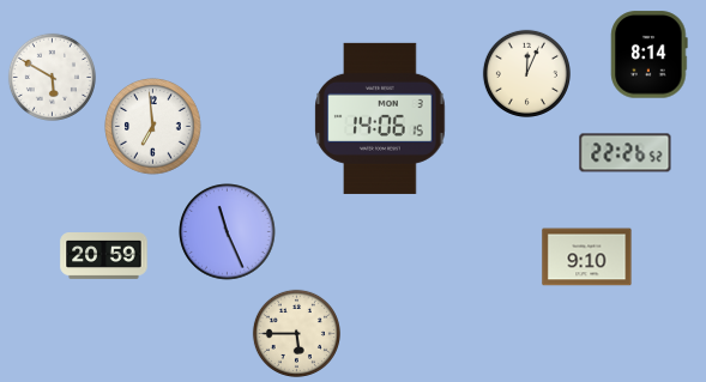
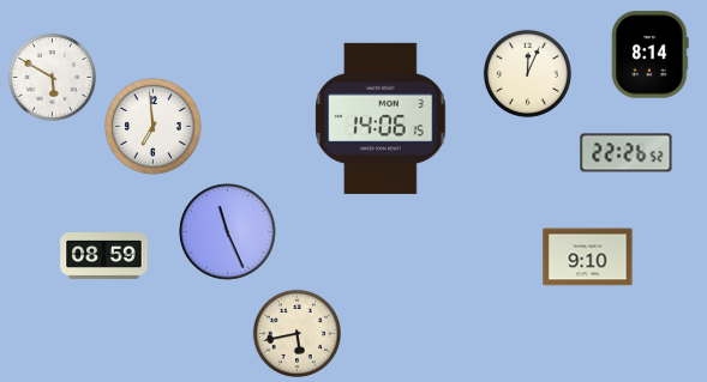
clock at (104, 256): 20:59 -> 08:59
clock at (296, 333): 5:45 -> 5:43
